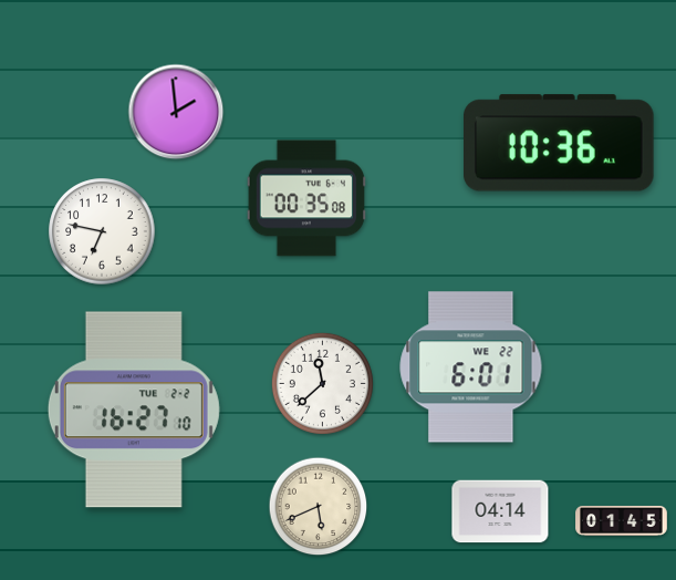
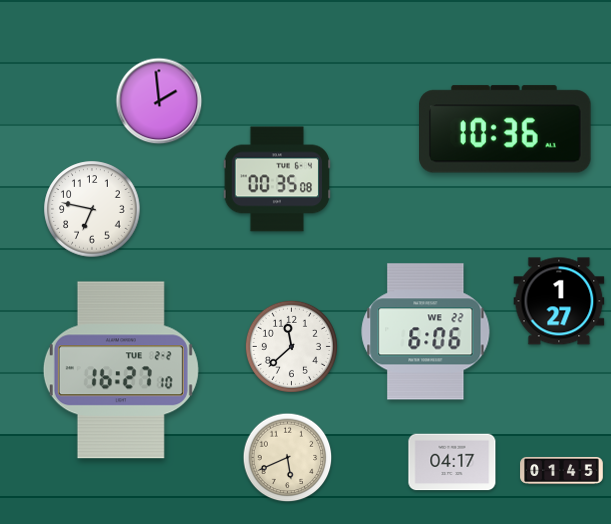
clock at (559, 301): none -> 1:27
clock at (471, 367): 6:01 -> 6:06
clock at (500, 511): 04:14 -> 04:17
